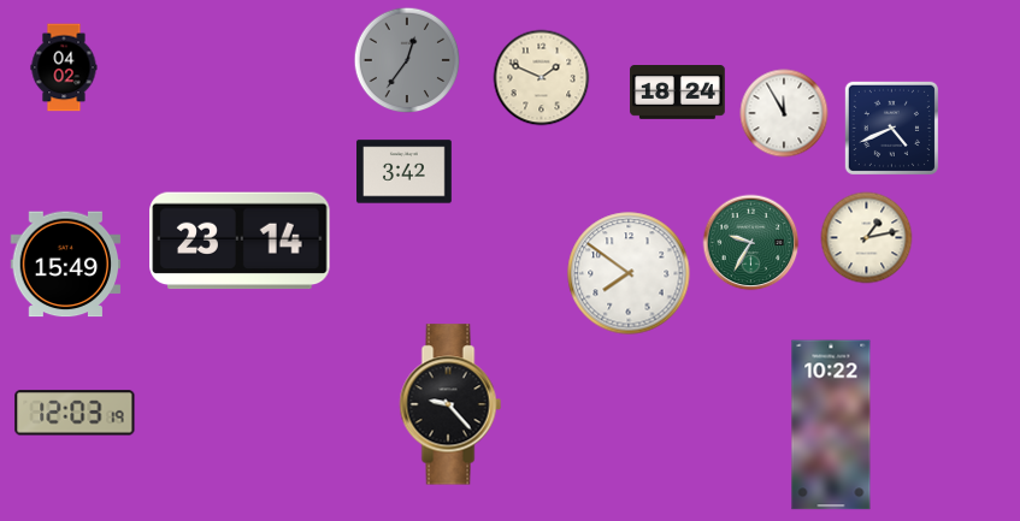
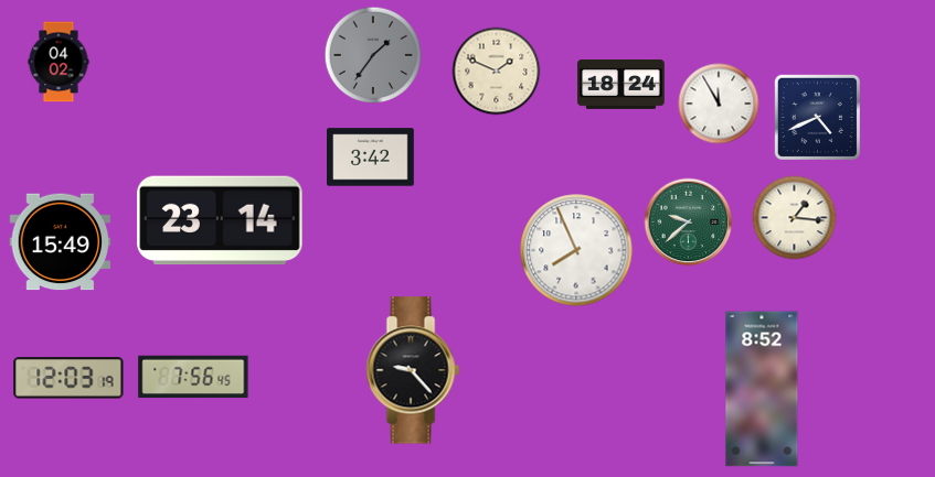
clock at (407, 60): 12:36 -> 1:36
clock at (867, 238): 1:13 -> 1:16
clock at (751, 243): 9:35 -> 9:38
clock at (629, 273): 7:51 -> 7:56
clock at (193, 377): none -> 7:56
clock at (831, 425): 10:22 -> 8:52
